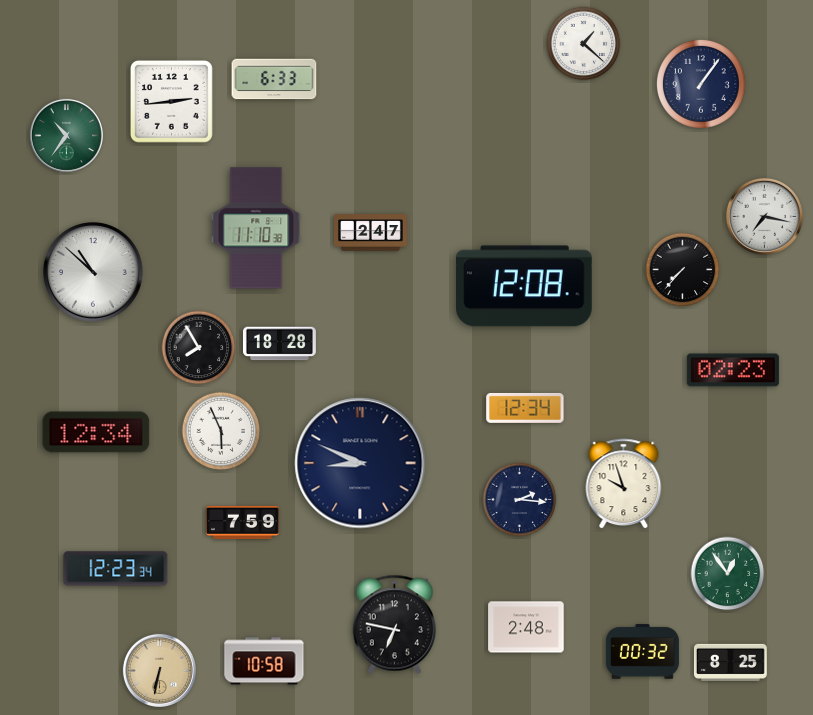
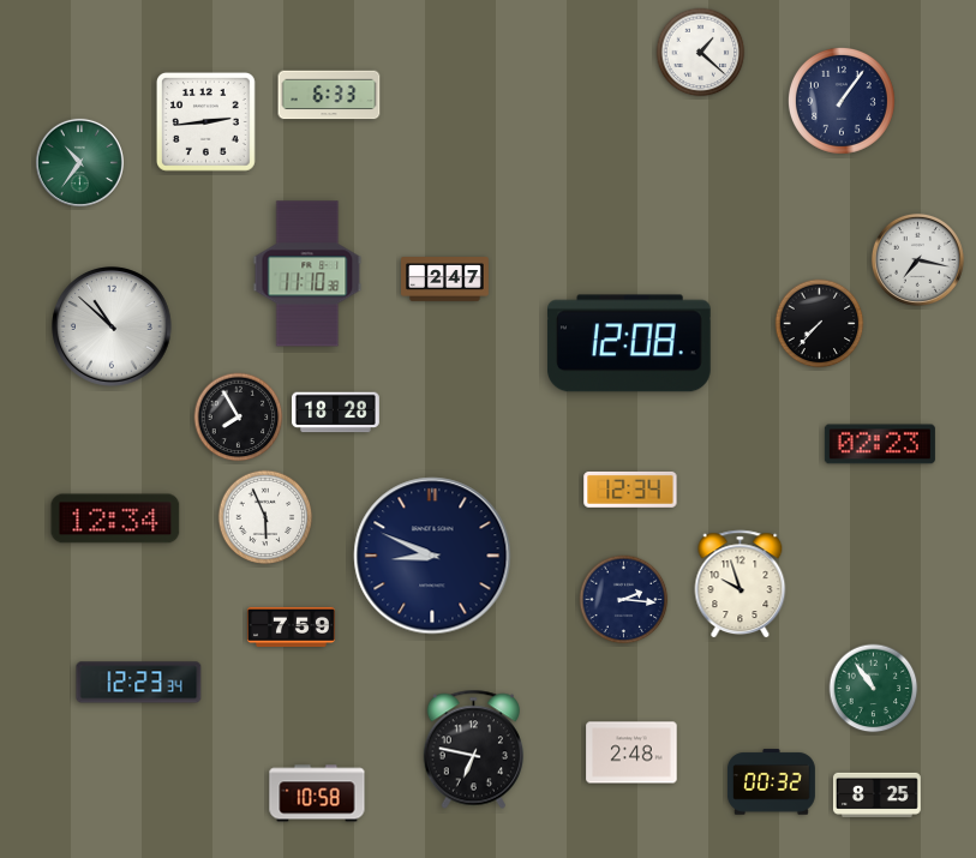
clock at (624, 484) position: (624, 484) -> (741, 584)
clock at (728, 574): 12:54 -> 10:54
clock at (159, 670): 6:32 -> none
